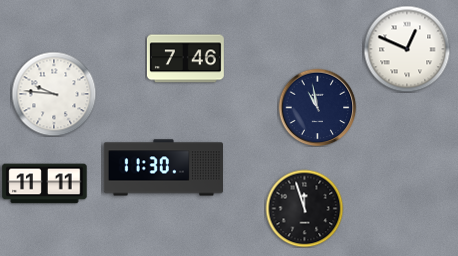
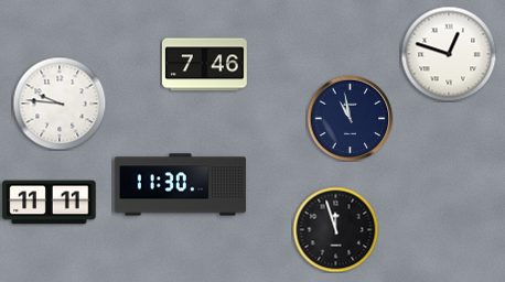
clock at (407, 49): 12:49 -> 12:48
